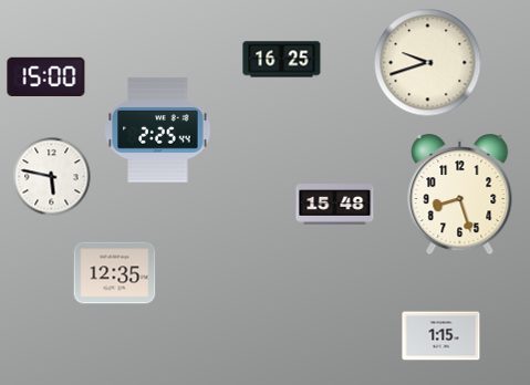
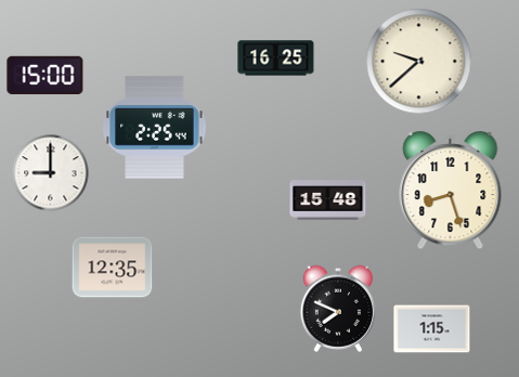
clock at (428, 63): 9:42 -> 9:38
clock at (52, 177): 5:47 -> 9:00
clock at (337, 309): none -> 7:49
